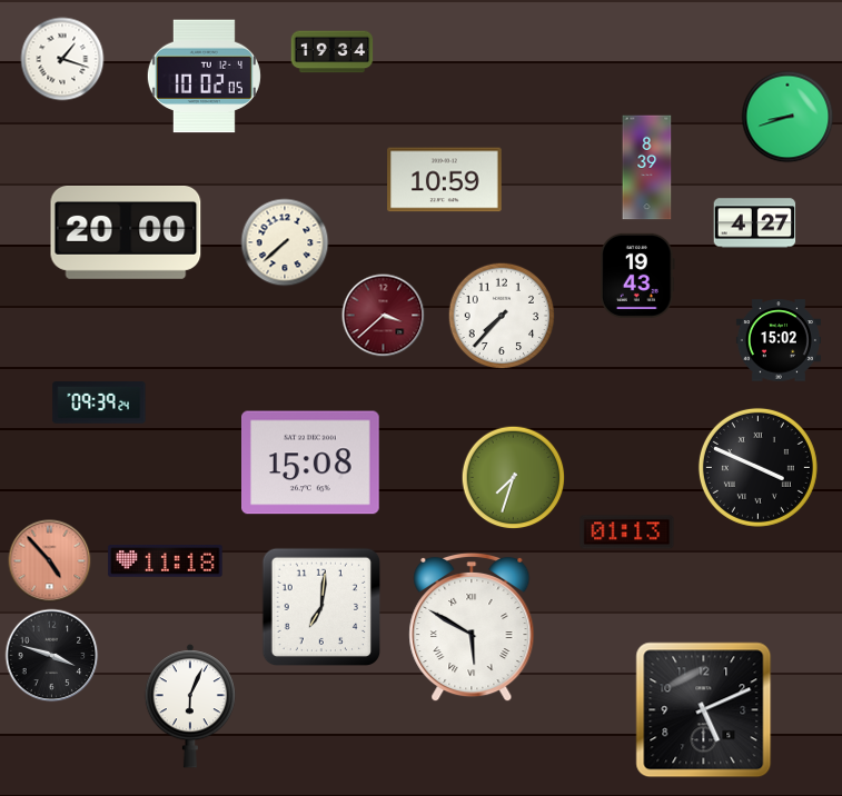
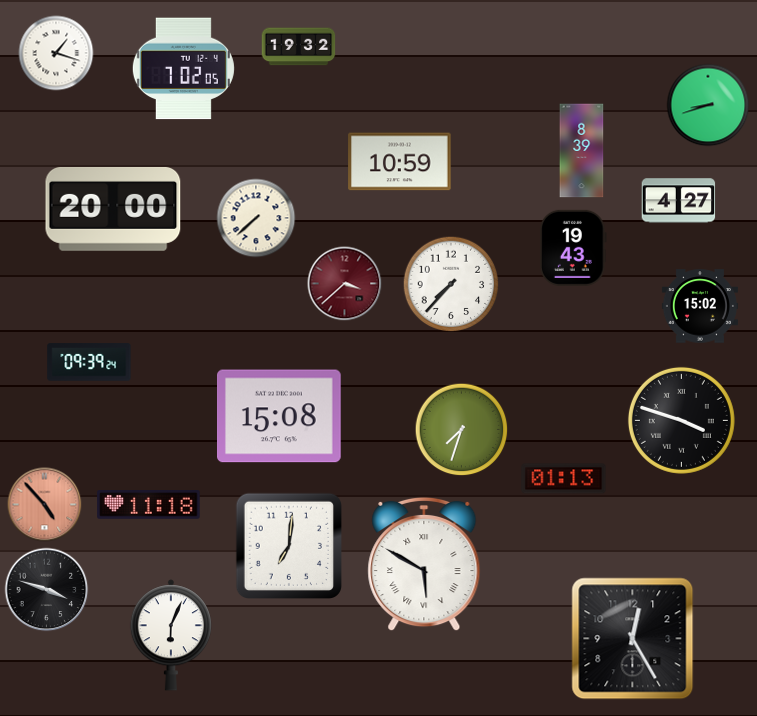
clock at (333, 52): 19:34 -> 19:32
clock at (204, 77): 10:02 -> 7:02
clock at (757, 467): 3:49 -> 3:48
clock at (704, 710): 5:11 -> 12:25
